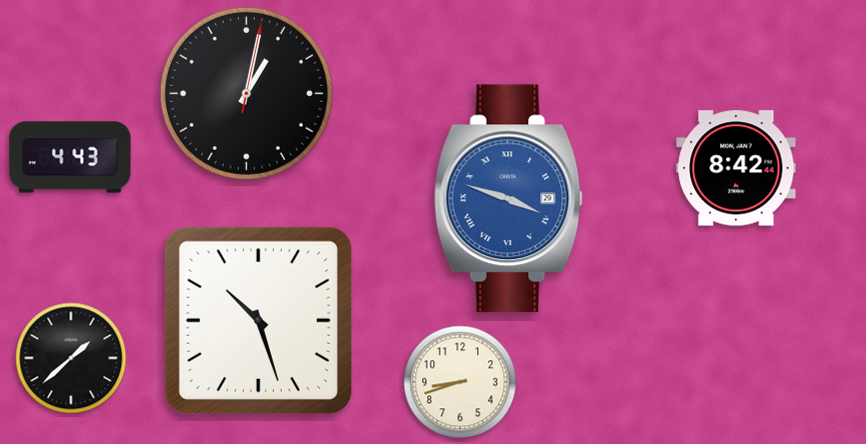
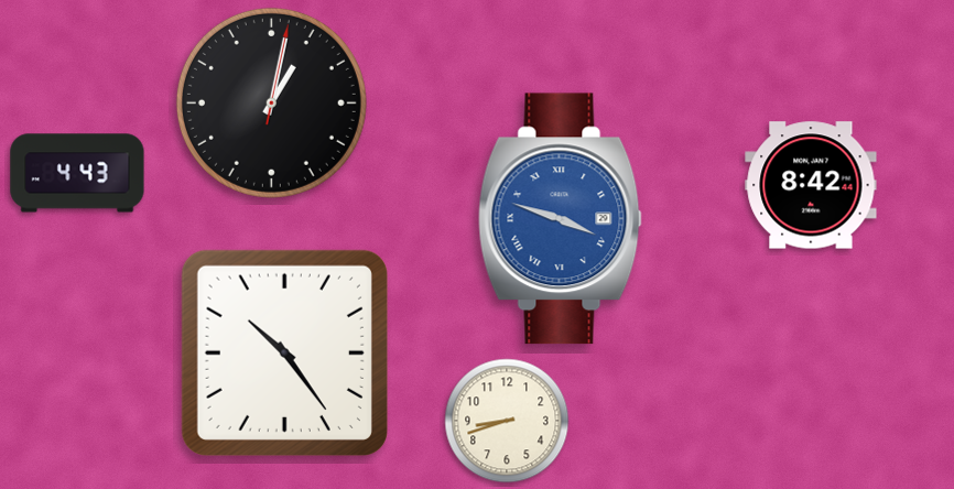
clock at (258, 320): 10:27 -> 10:24
clock at (71, 358): 1:38 -> none
